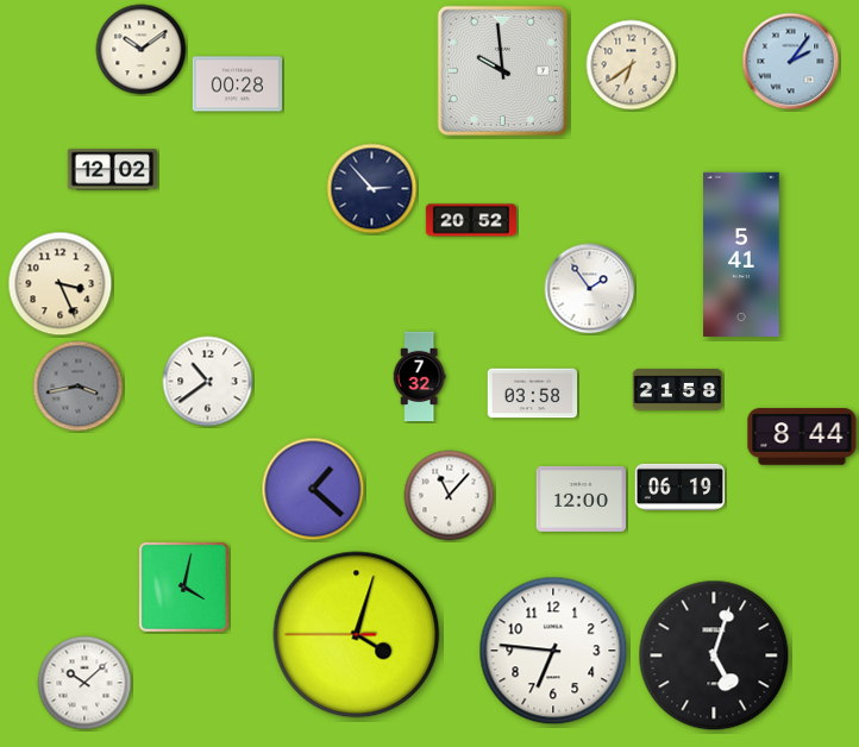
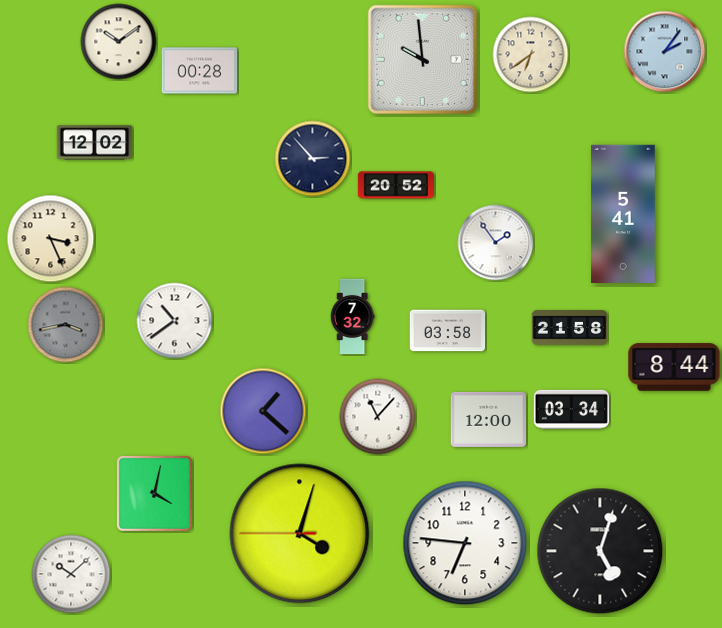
clock at (681, 487): 06:19 -> 03:34
clock at (553, 651) position: (553, 651) -> (465, 543)
